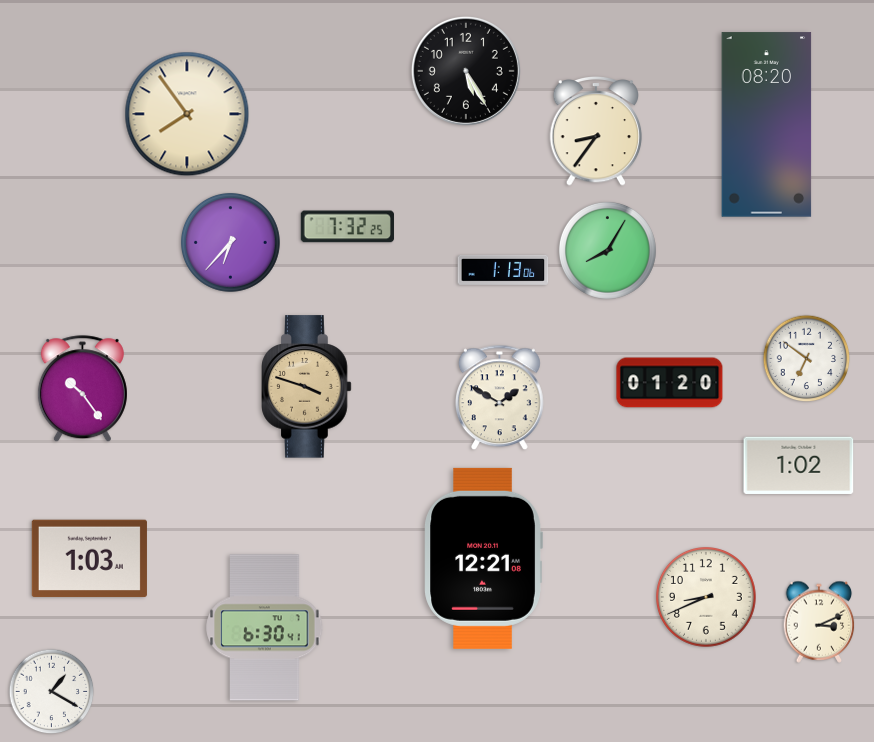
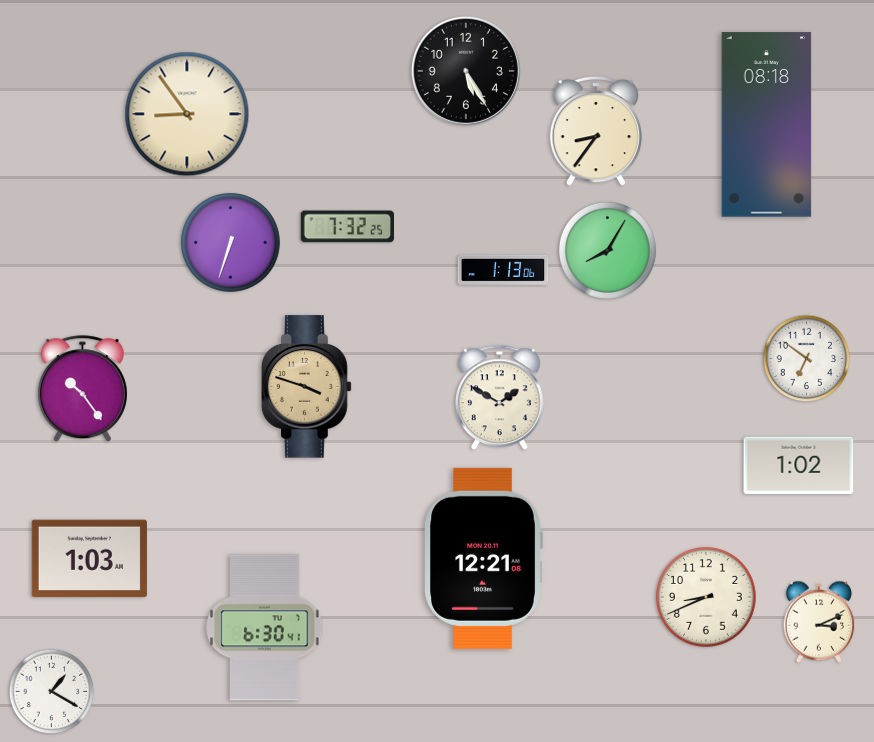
clock at (187, 114): 7:54 -> 8:54
clock at (767, 125): 08:20 -> 08:18
clock at (230, 242): 6:37 -> 6:33
clock at (670, 383): 01:20 -> none
